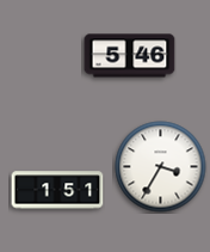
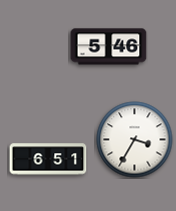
clock at (57, 190): 1:51 -> 6:51
